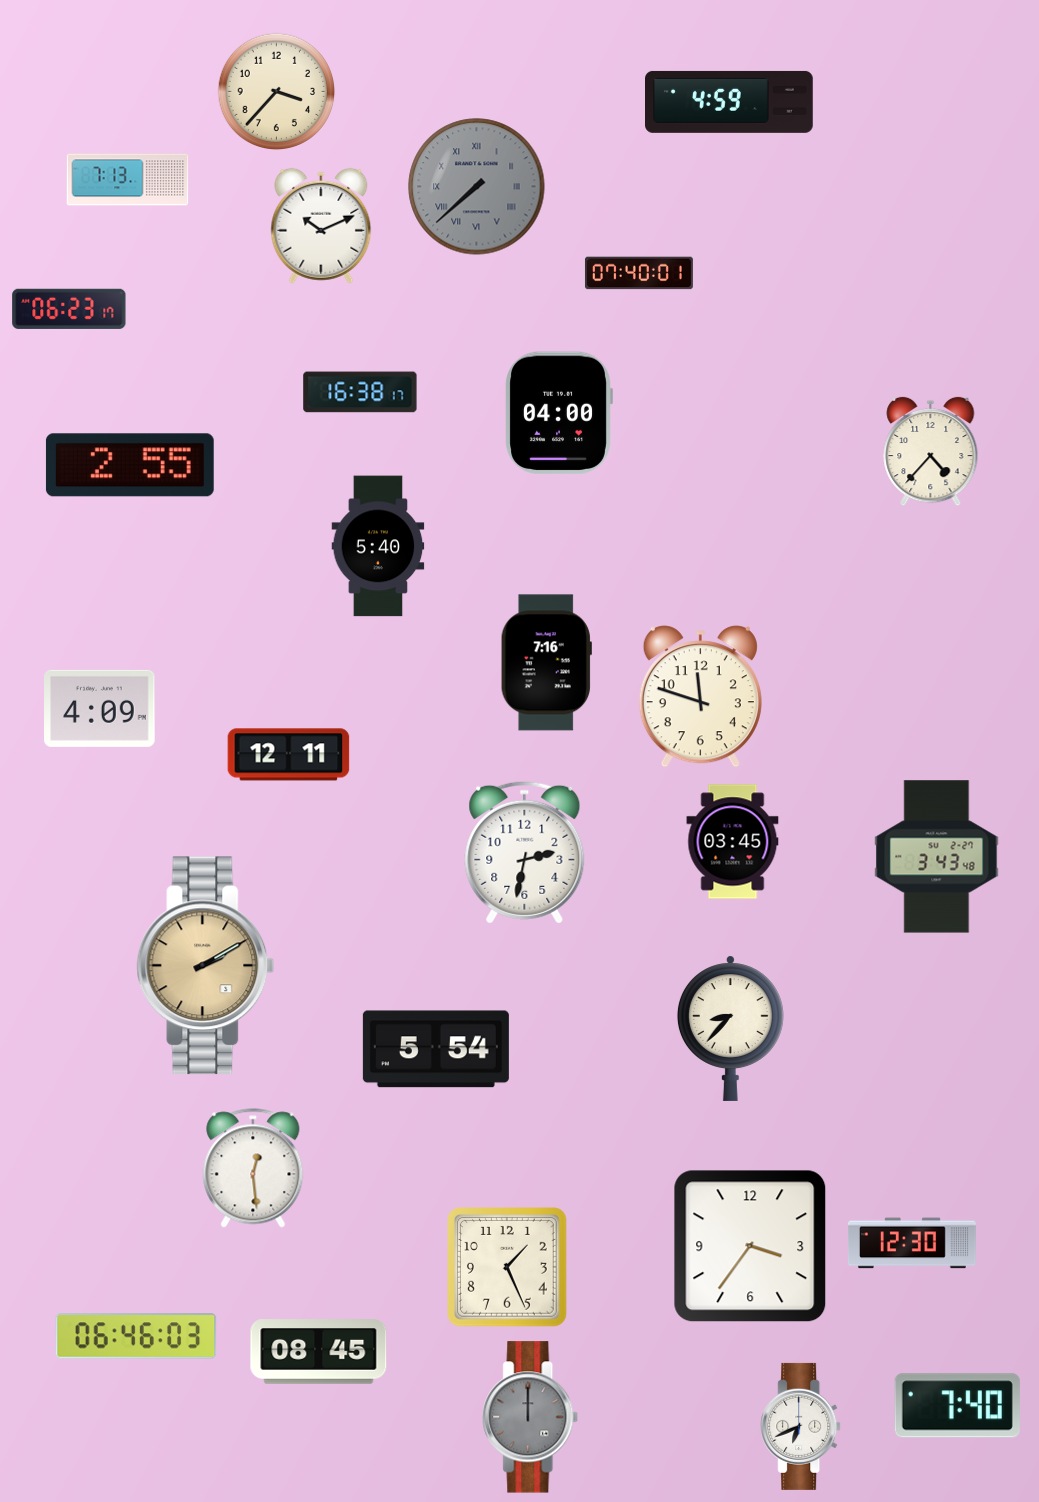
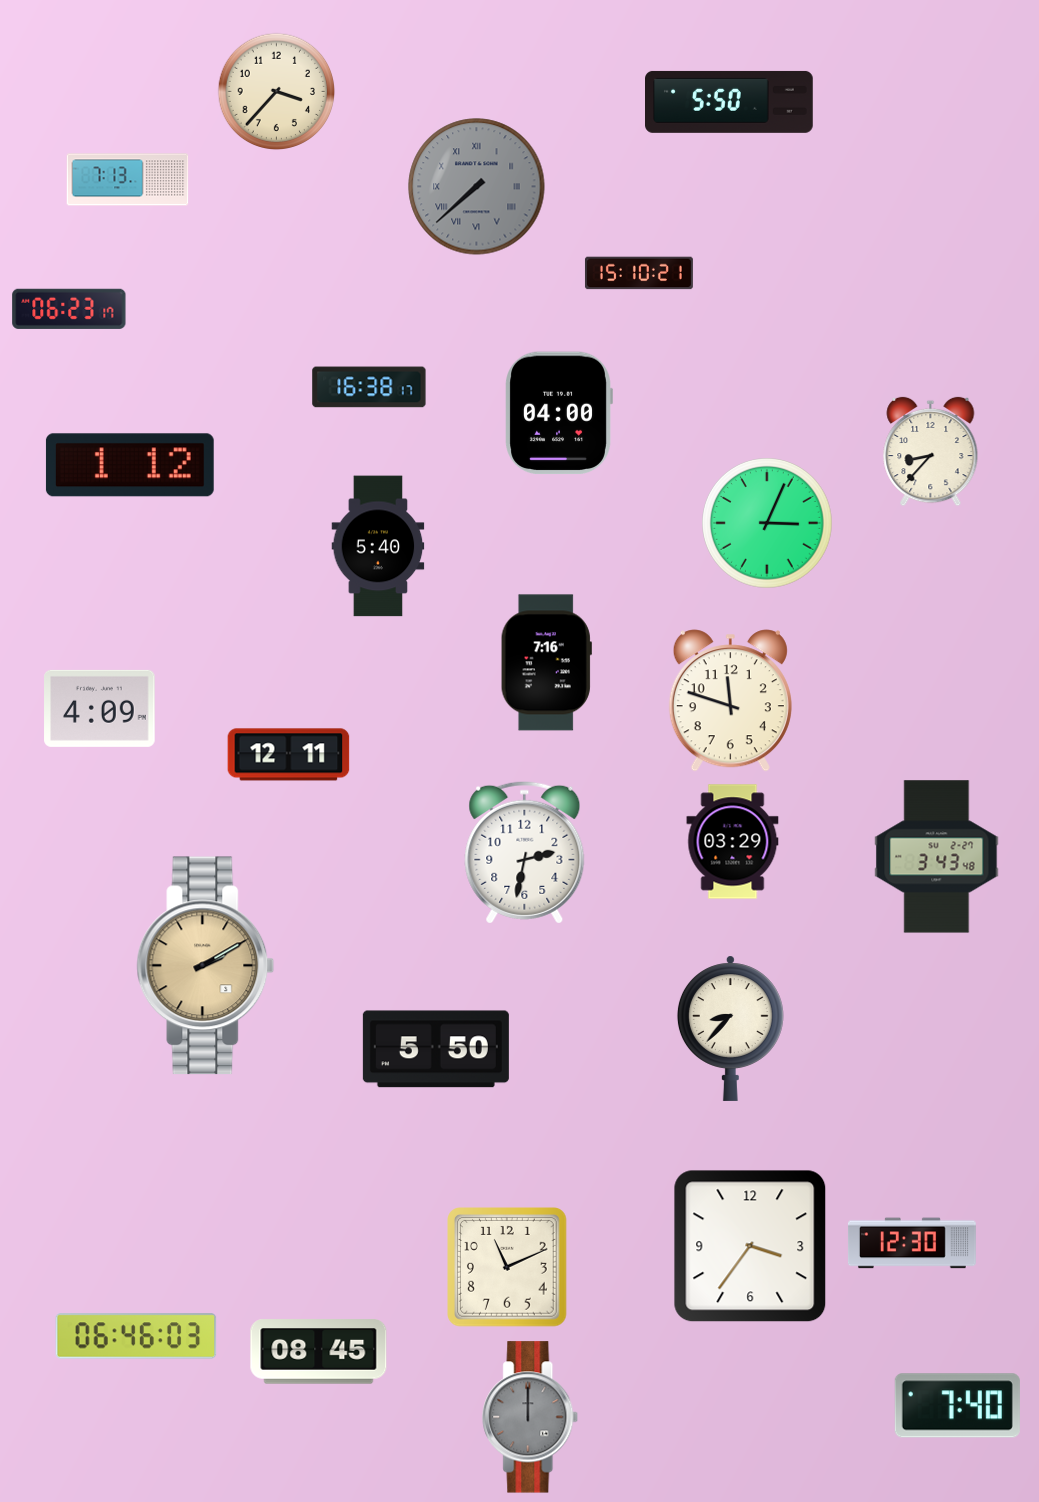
clock at (730, 102): 4:59 -> 5:50
clock at (321, 226): 10:11 -> none
clock at (639, 273): 07:40 -> 15:10
clock at (360, 392) position: (360, 392) -> (369, 387)
clock at (931, 452): 4:37 -> 8:37
clock at (130, 465): 2:55 -> 1:12
clock at (768, 524): none -> 3:04
clock at (700, 697) position: (700, 697) -> (730, 701)
clock at (733, 842): 03:45 -> 03:29
clock at (436, 1049): 5:54 -> 5:50
clock at (253, 1168): 12:29 -> none
clock at (508, 1268): 1:26 -> 11:11
clock at (801, 1426): 6:41 -> none
